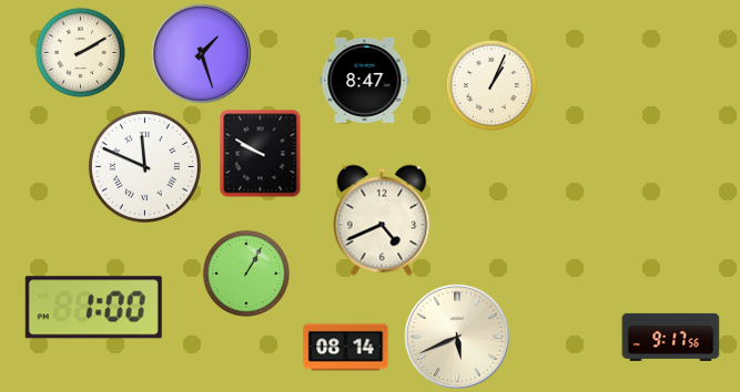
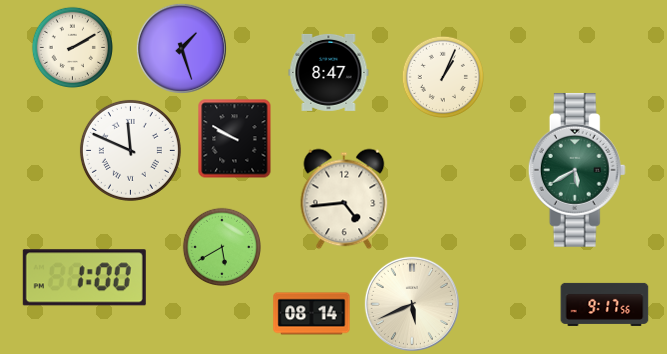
clock at (577, 170): none -> 5:40
clock at (382, 220): 4:41 -> 4:44
clock at (245, 272): 1:05 -> 5:40
